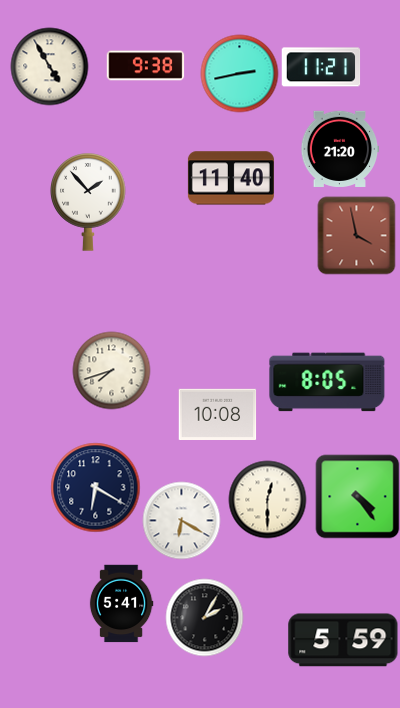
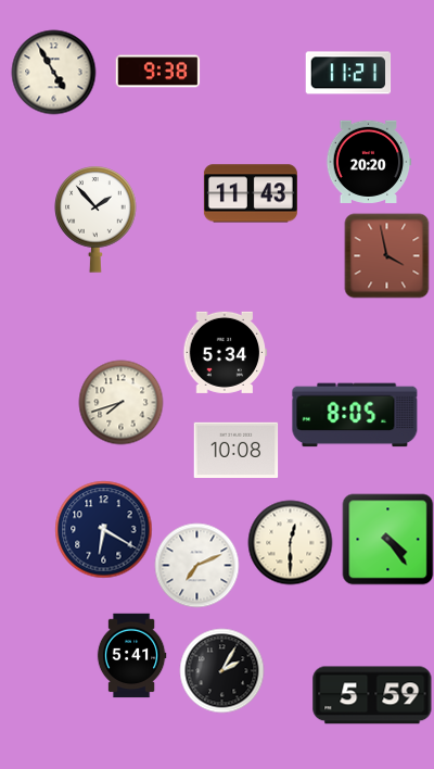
clock at (239, 73): 2:43 -> none
clock at (340, 149): 21:20 -> 20:20
clock at (231, 178): 11:40 -> 11:43
clock at (225, 352): none -> 5:34
clock at (181, 520): 6:20 -> 7:11
